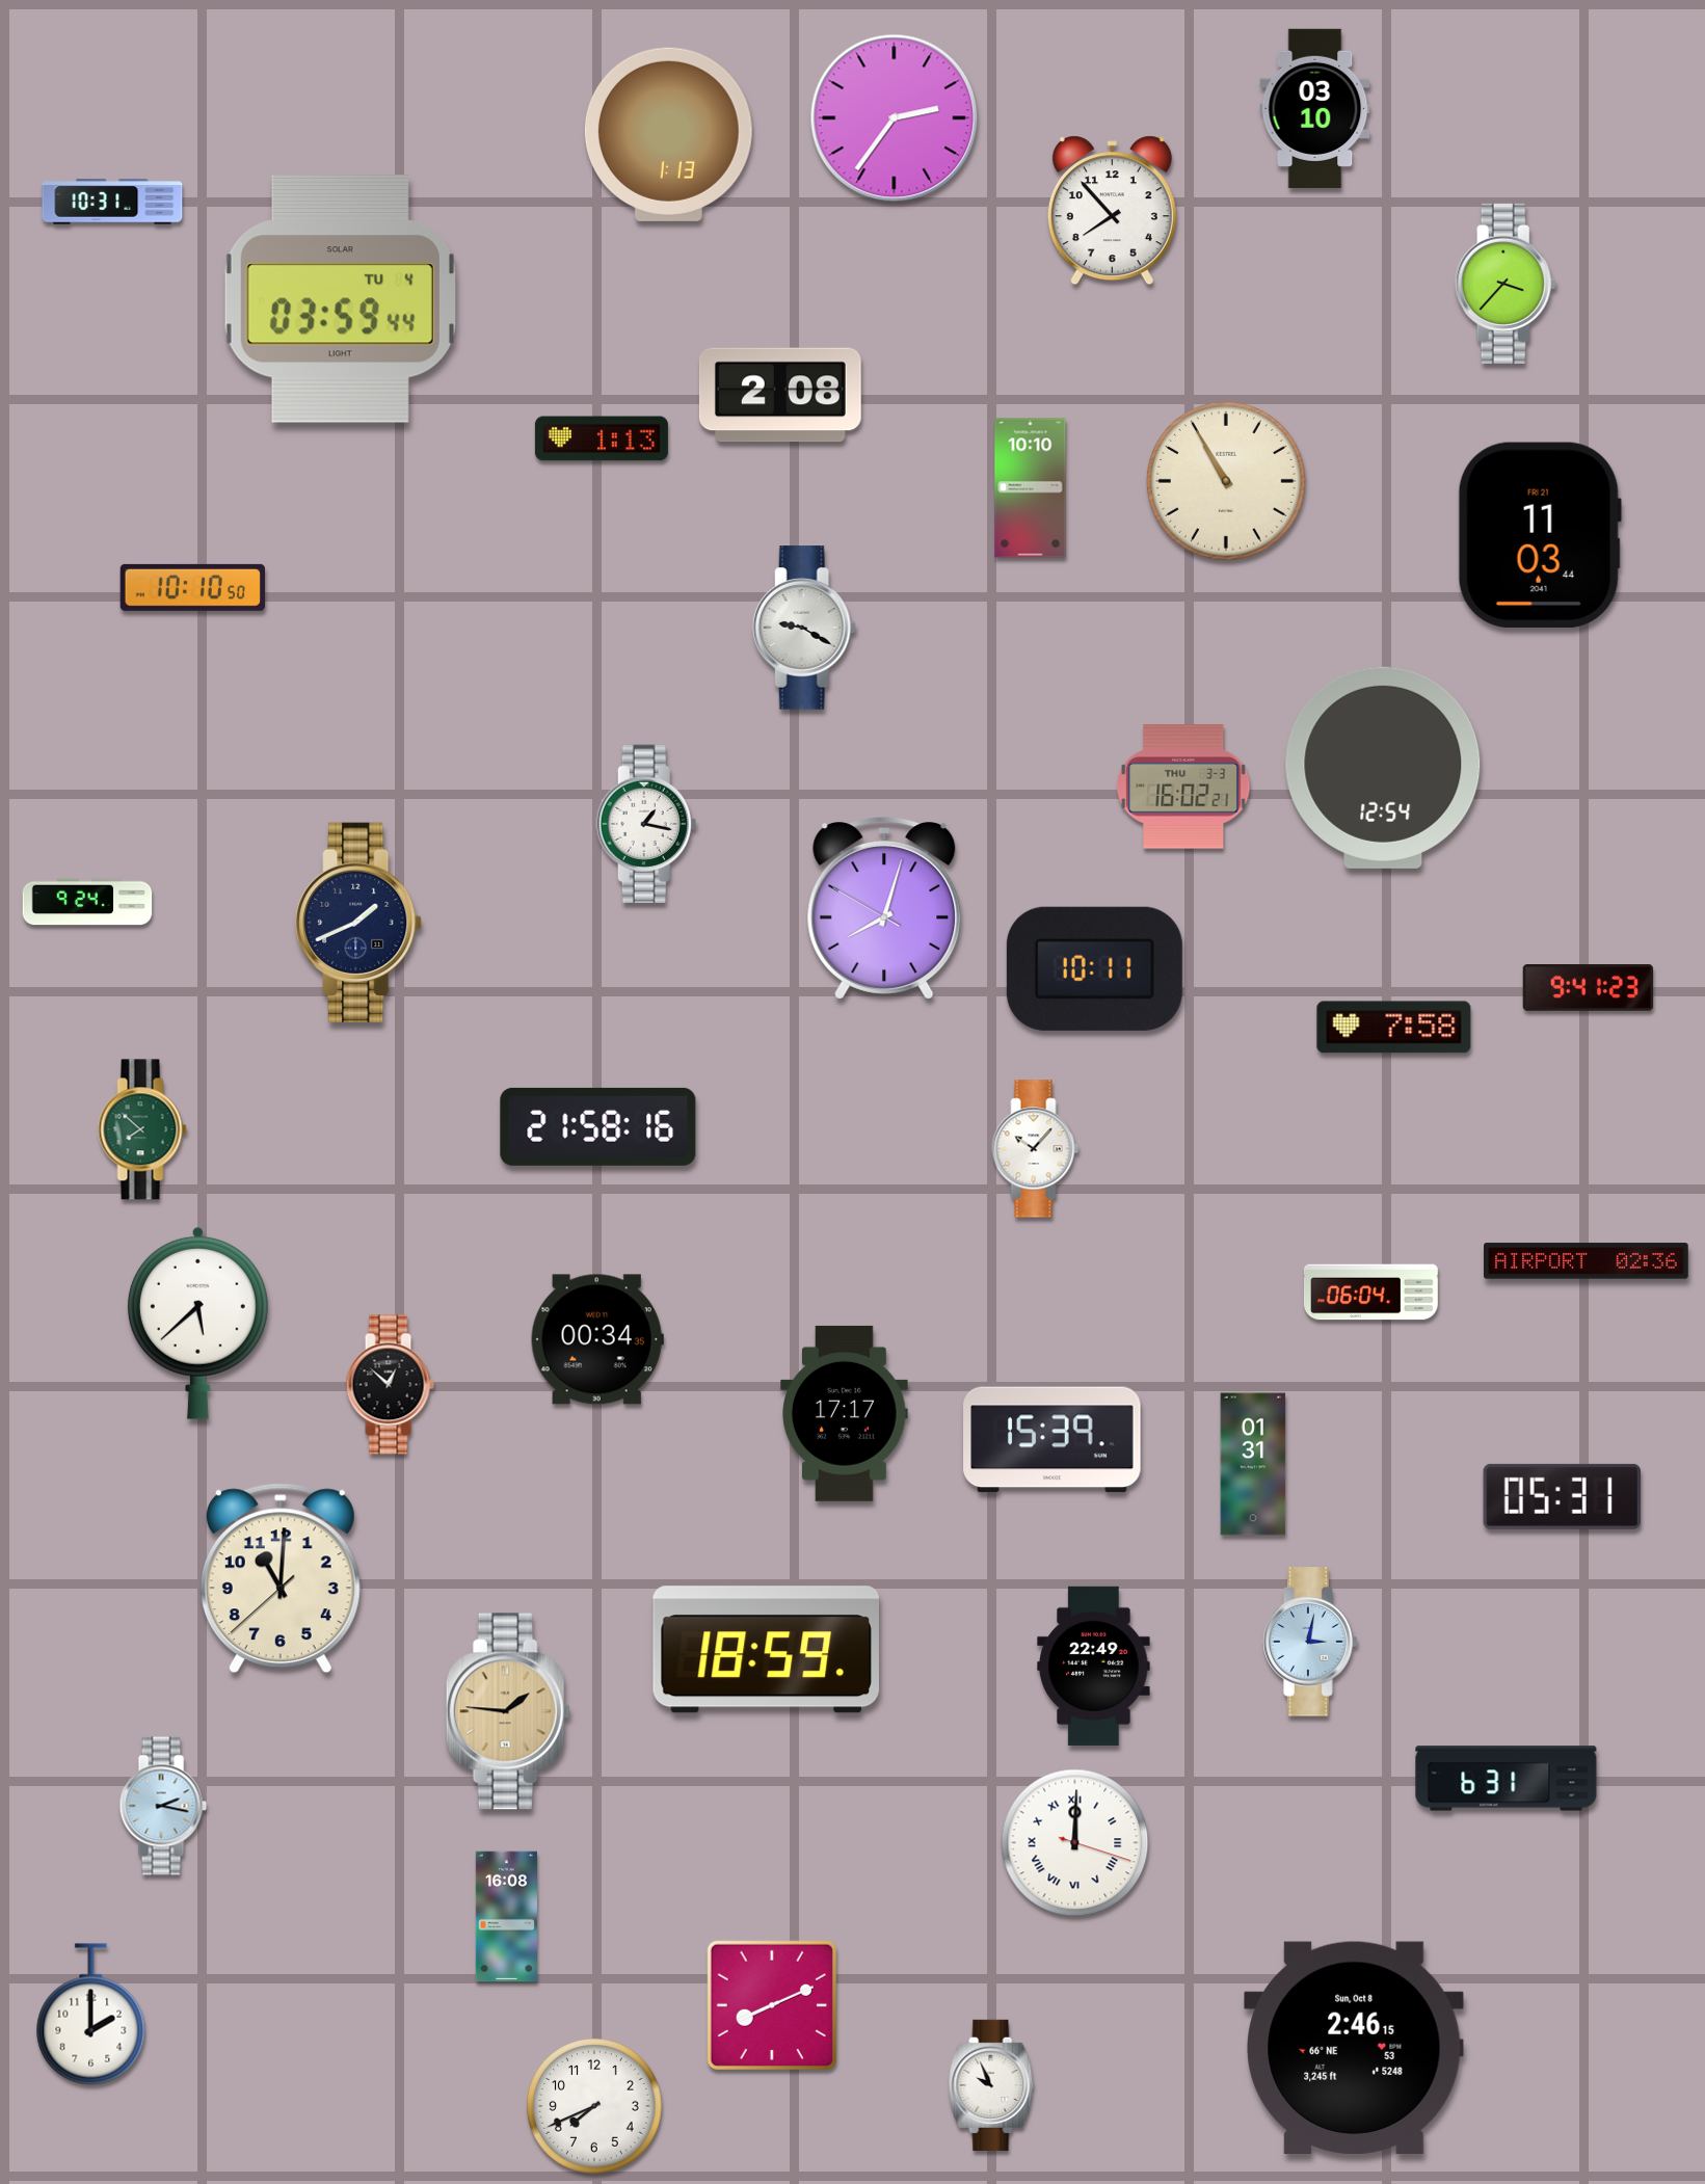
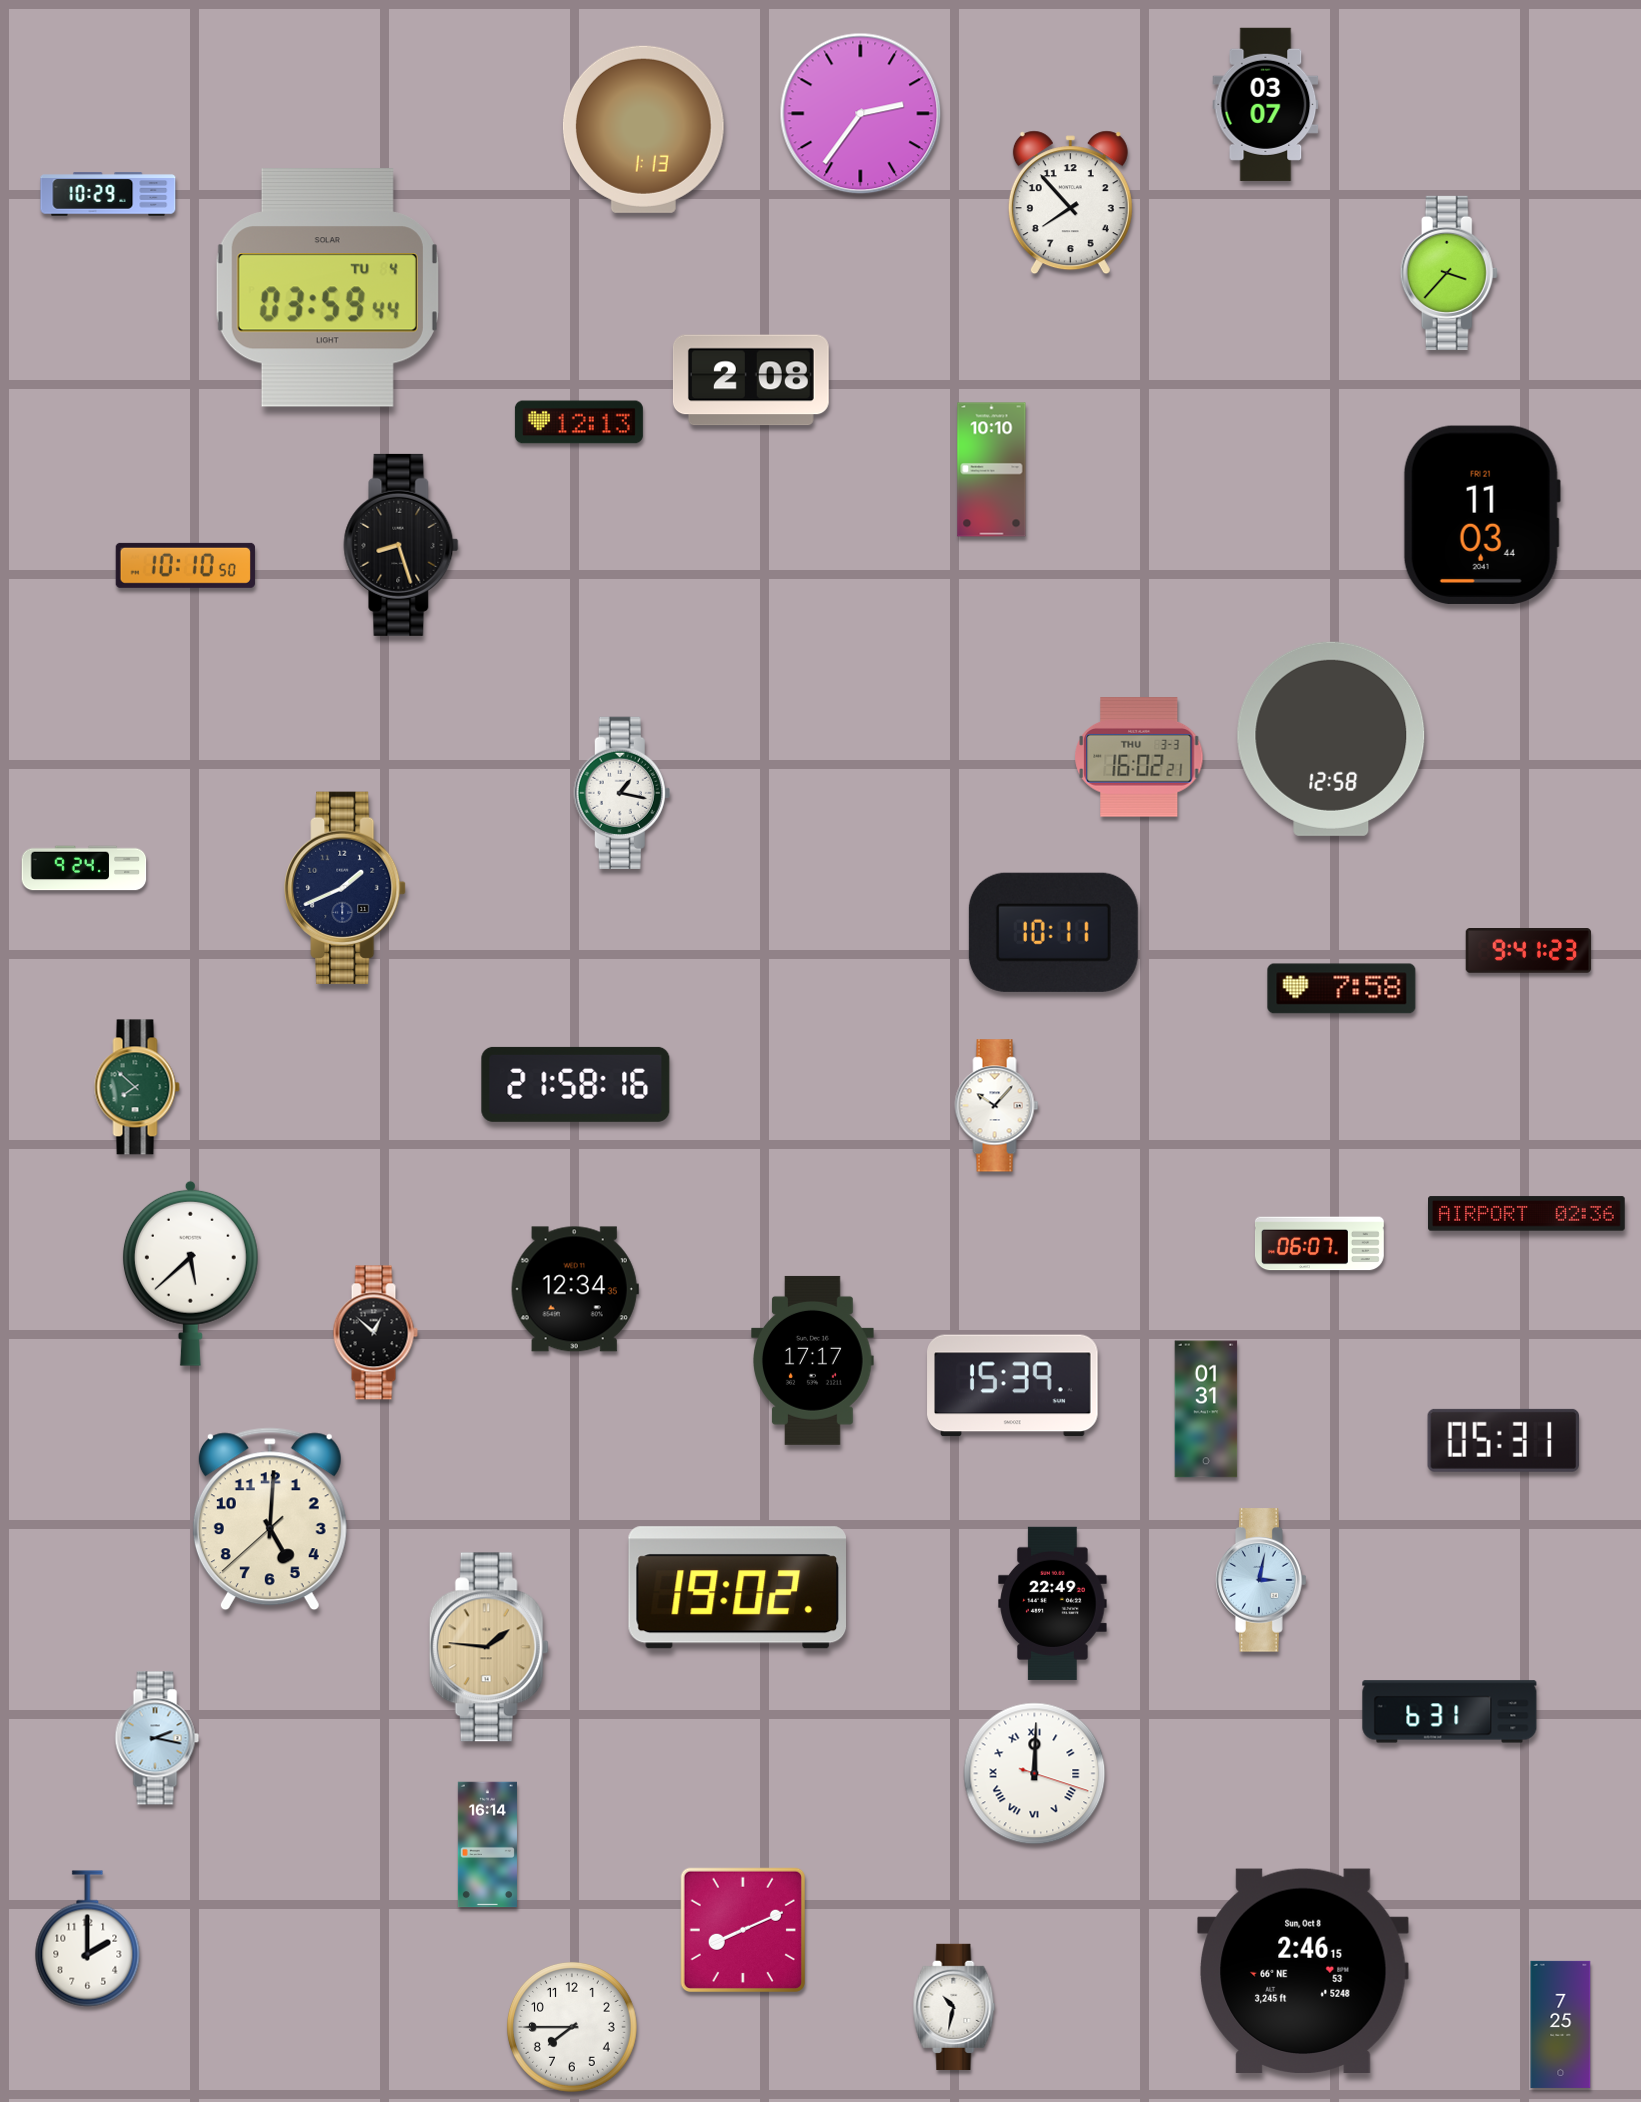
clock at (1315, 108): 03:10 -> 03:07
clock at (112, 202): 10:31 -> 10:29
clock at (602, 438): 1:13 -> 12:13
clock at (1226, 481): 10:55 -> none
clock at (401, 545): none -> 8:27
clock at (804, 628): 9:20 -> none
clock at (1383, 768): 12:54 -> 12:58
clock at (884, 909): 8:02 -> none
clock at (1371, 1293): 06:04 -> 06:07
clock at (597, 1339): 00:34 -> 12:34
clock at (281, 1578): 11:00 -> 5:00
clock at (766, 1650): 18:59 -> 19:02
clock at (506, 1917): 16:08 -> 16:14
clock at (991, 2085): 9:56 -> 10:32
clock at (1561, 2024): none -> 7:25
clock at (594, 2106): 7:41 -> 7:45
